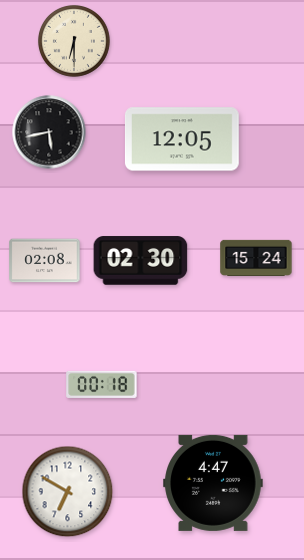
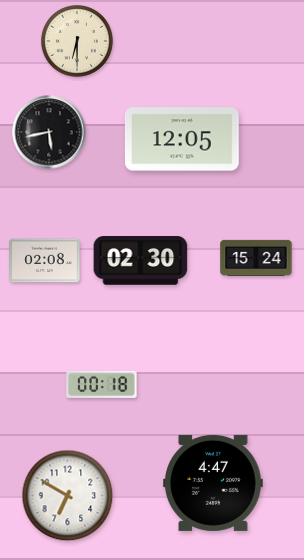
clock at (74, 41) position: (74, 41) -> (77, 41)
clock at (68, 492) position: (68, 492) -> (68, 496)
